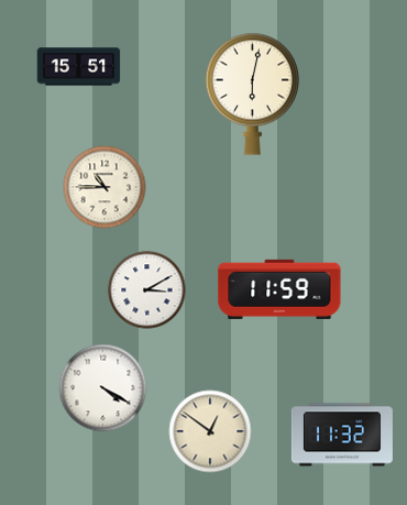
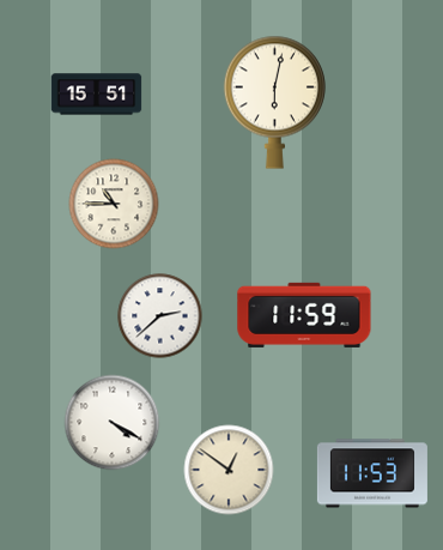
clock at (79, 67) position: (79, 67) -> (97, 95)
clock at (147, 290): 3:10 -> 2:38
clock at (342, 435): 11:32 -> 11:53
